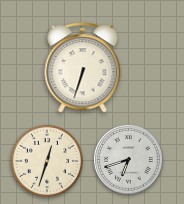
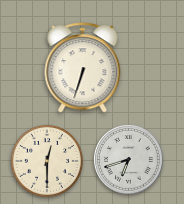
clock at (47, 161): 12:33 -> 12:30
